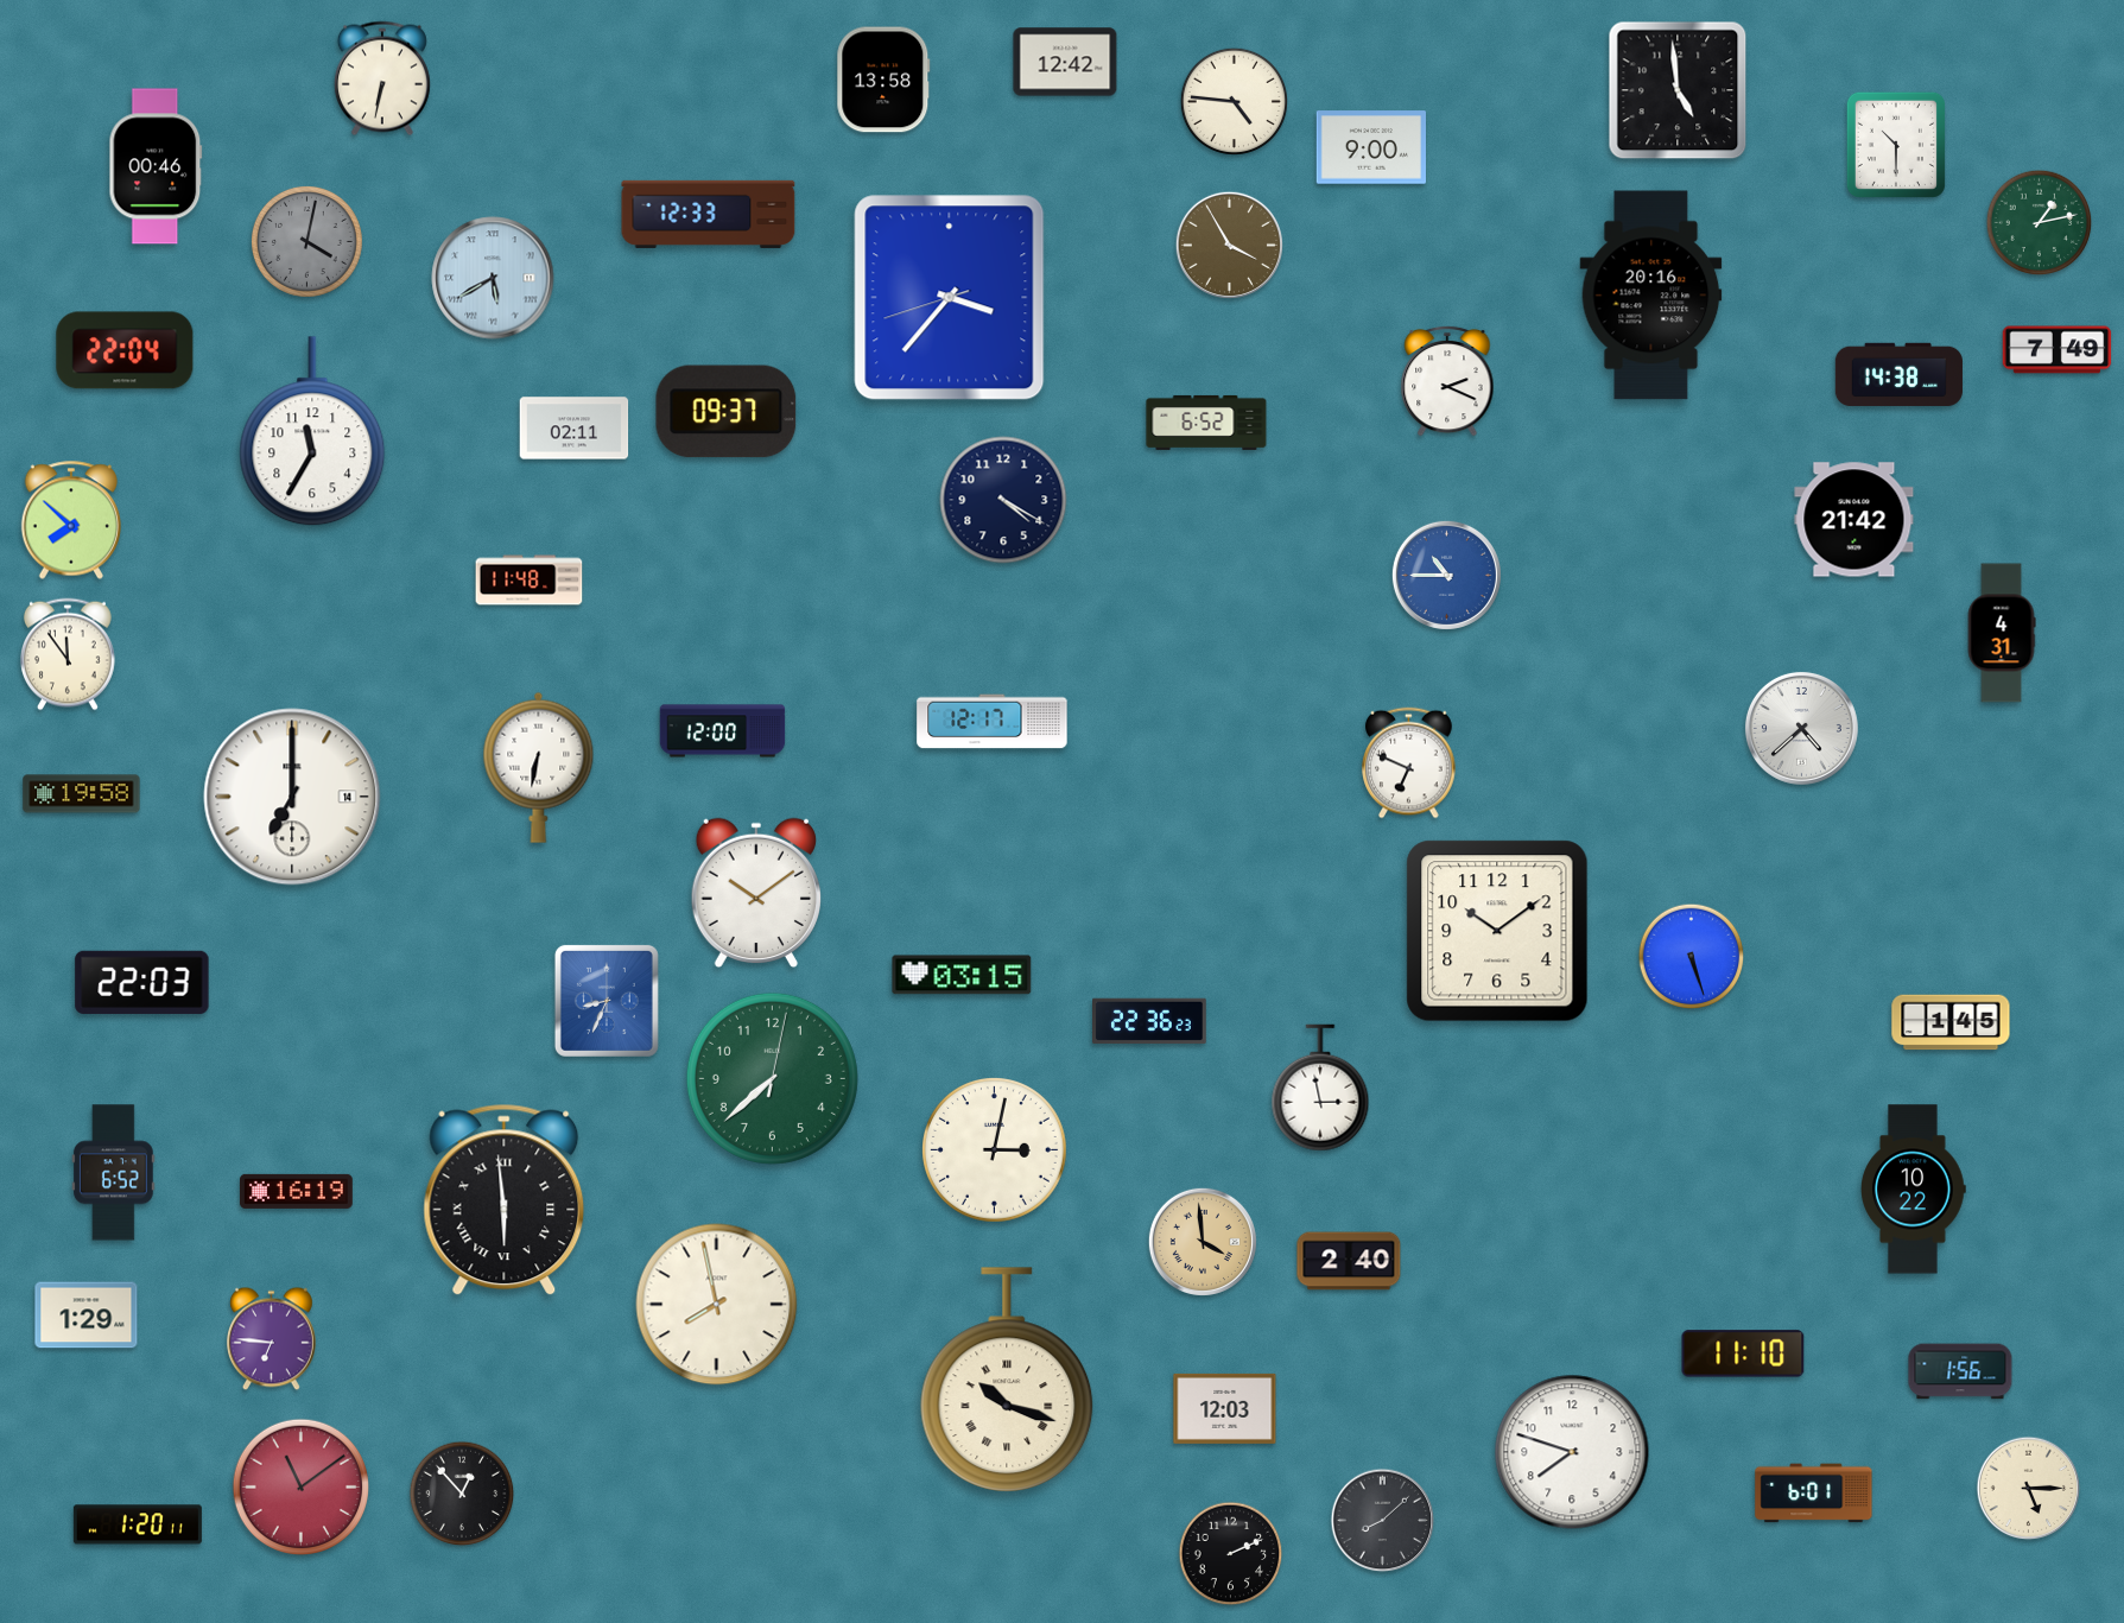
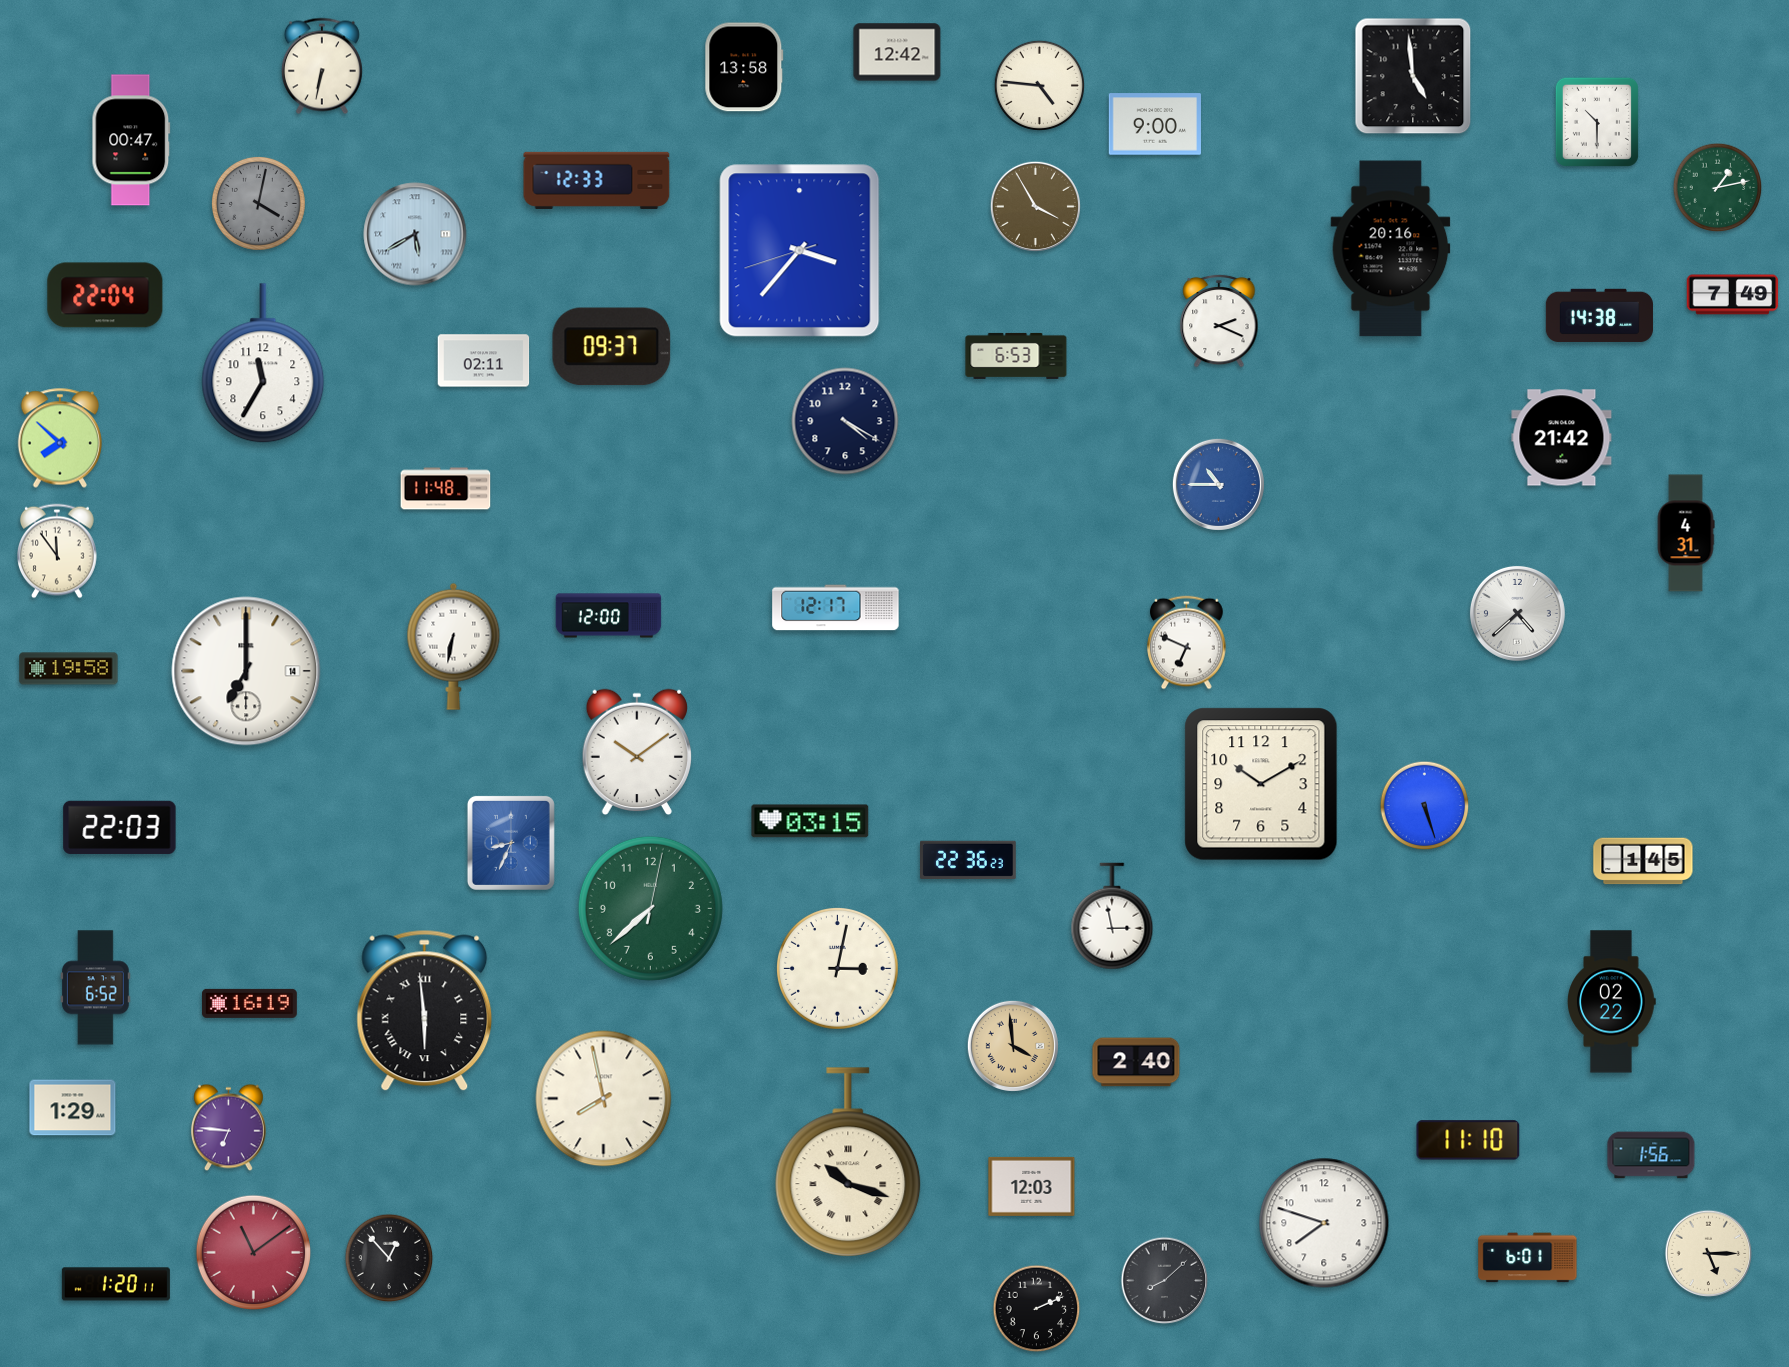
clock at (156, 166): 00:46 -> 00:47
clock at (1206, 423): 6:52 -> 6:53
clock at (1497, 931): 10:09 -> 10:10
clock at (1914, 1190): 10:22 -> 02:22
